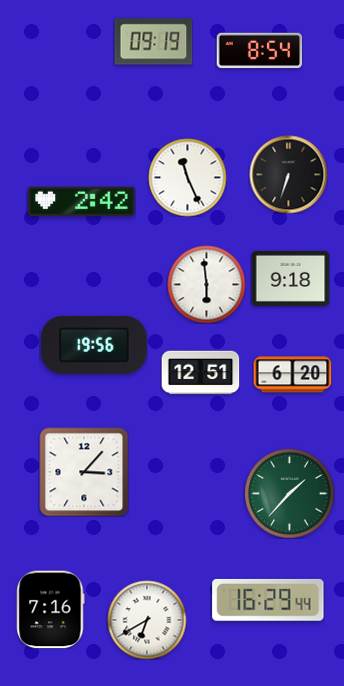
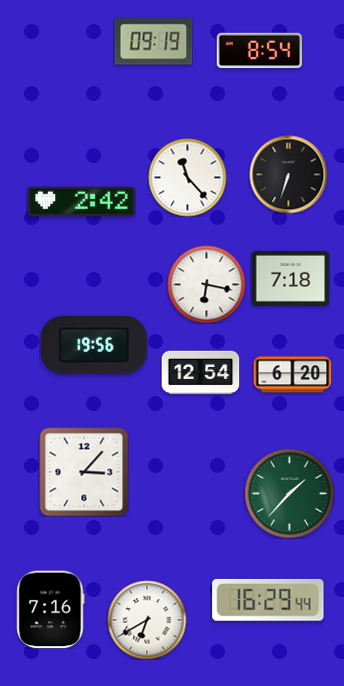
clock at (187, 177): 11:26 -> 11:23
clock at (290, 278): 9:18 -> 7:18
clock at (206, 284): 5:59 -> 6:17
clock at (200, 373): 12:51 -> 12:54
